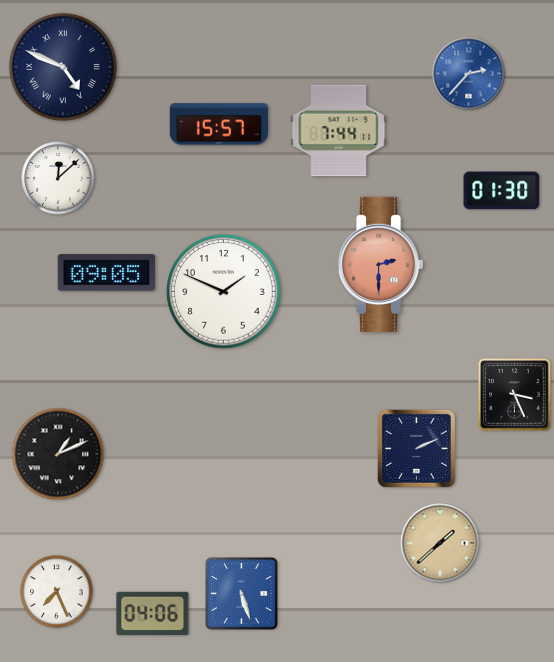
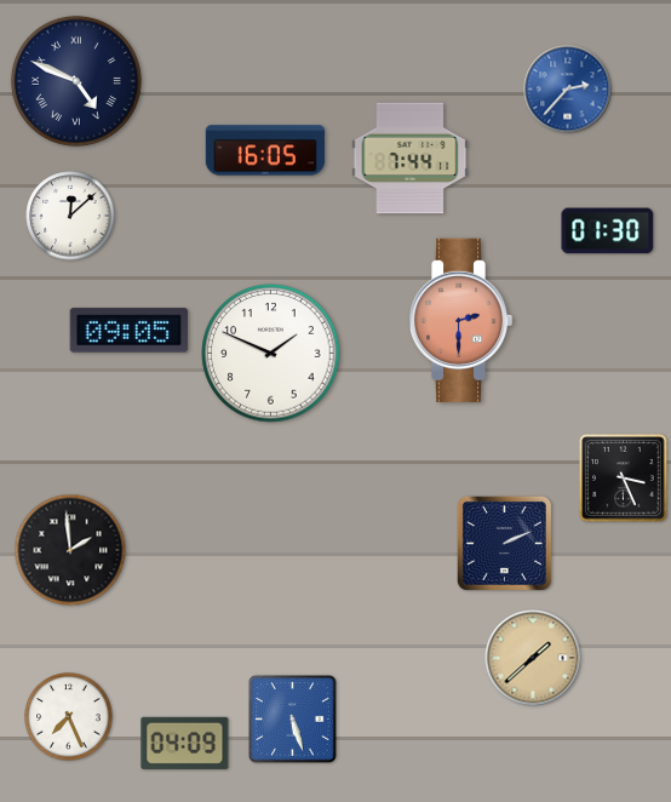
clock at (218, 124): 15:57 -> 16:05
clock at (58, 454): 1:11 -> 1:59
clock at (153, 613): 04:06 -> 04:09
